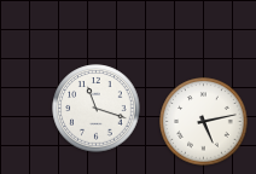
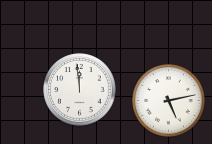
clock at (97, 109): 11:18 -> 11:59
